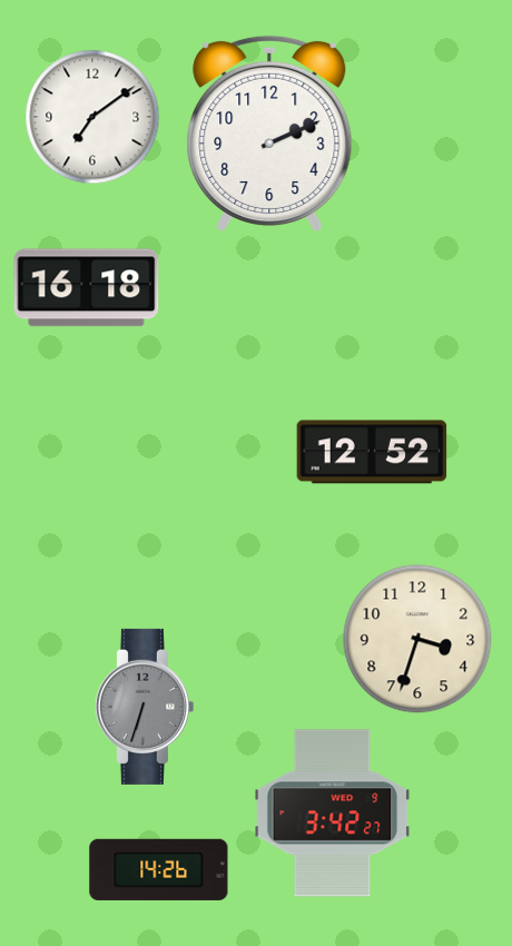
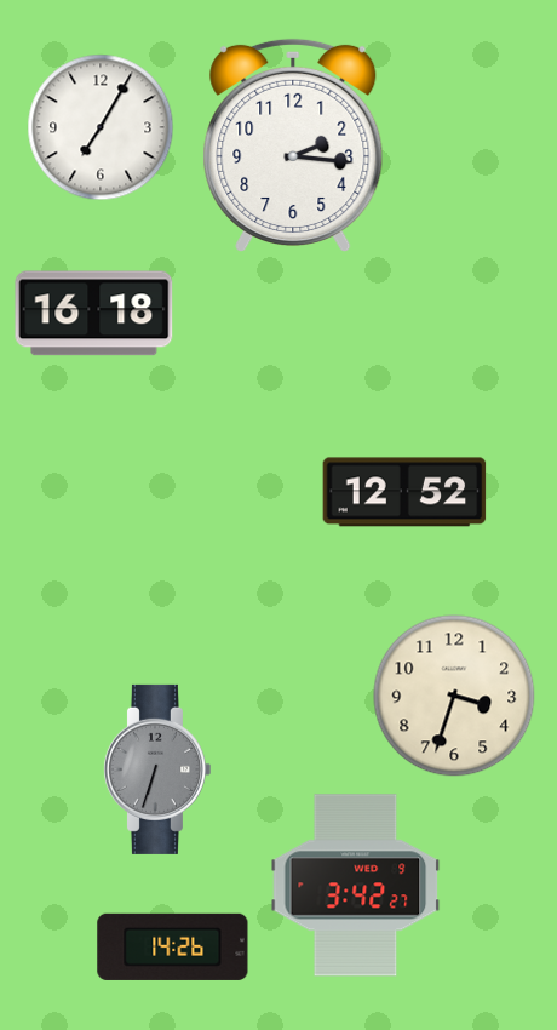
clock at (92, 117): 7:09 -> 7:05
clock at (269, 132): 2:11 -> 2:16
clock at (333, 814) position: (333, 814) -> (356, 886)
